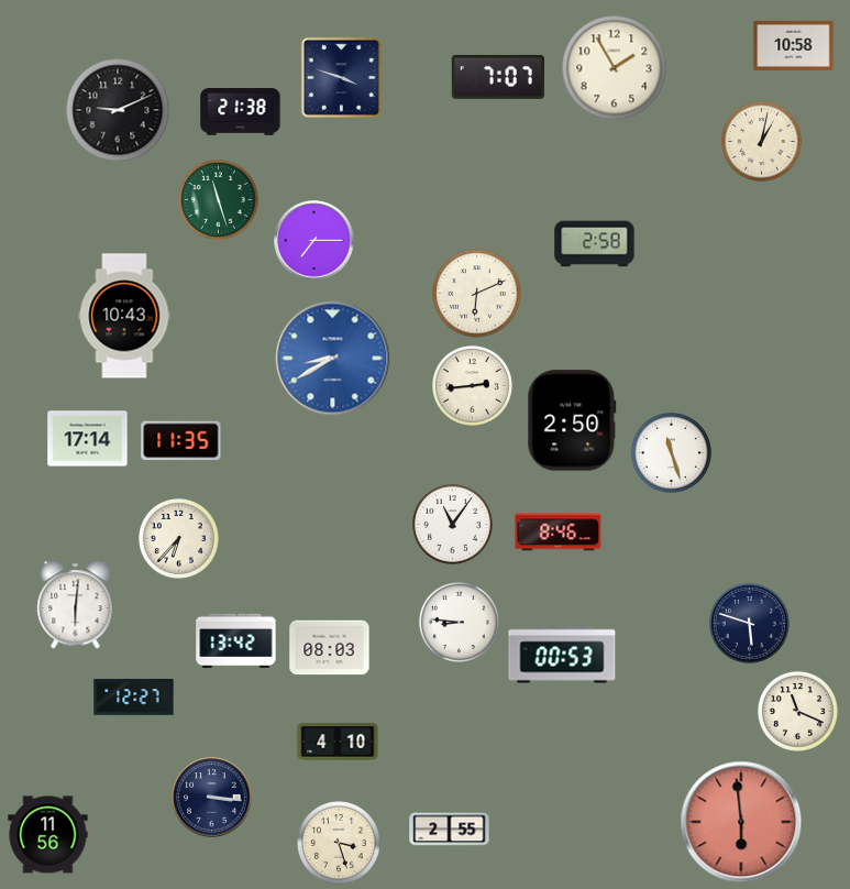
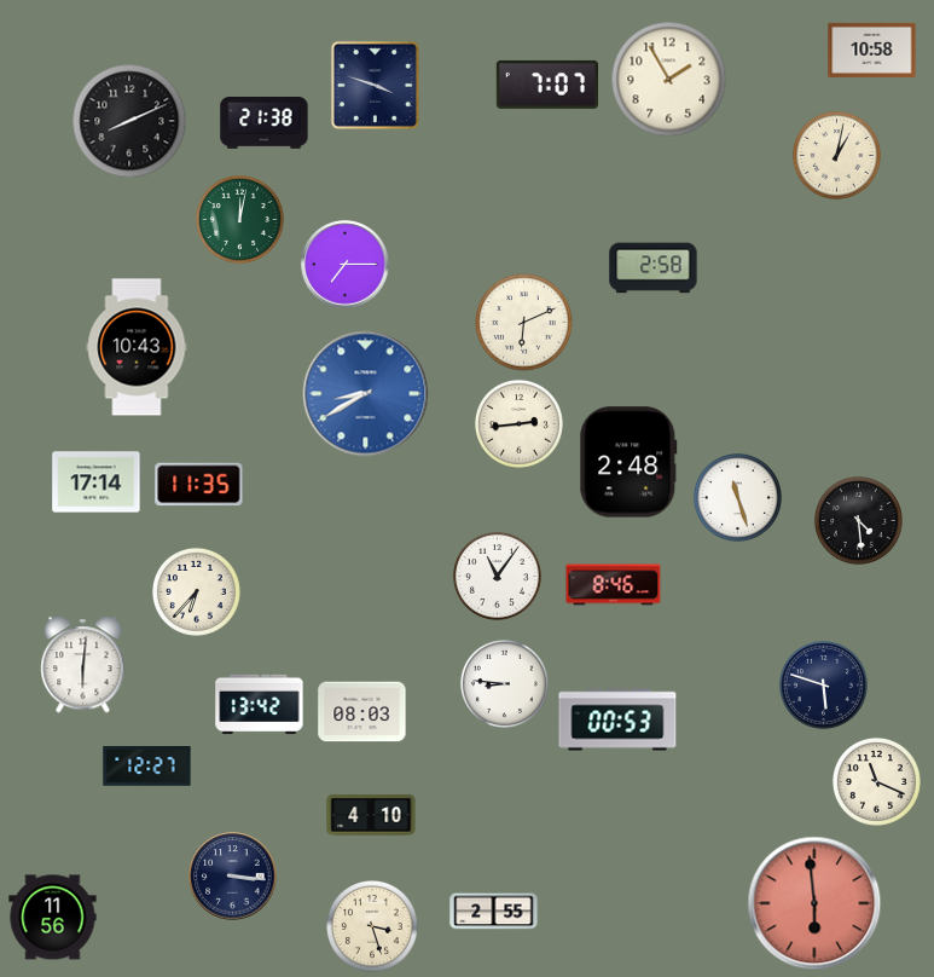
clock at (615, 68) position: (615, 68) -> (669, 80)
clock at (118, 110): 9:11 -> 8:11
clock at (218, 199): 11:27 -> 12:02
clock at (572, 420): 2:50 -> 2:48
clock at (858, 520): none -> 4:29
